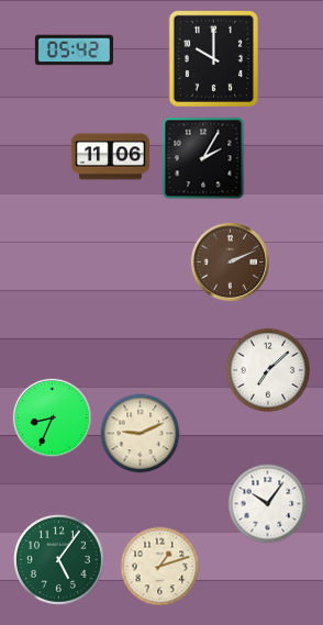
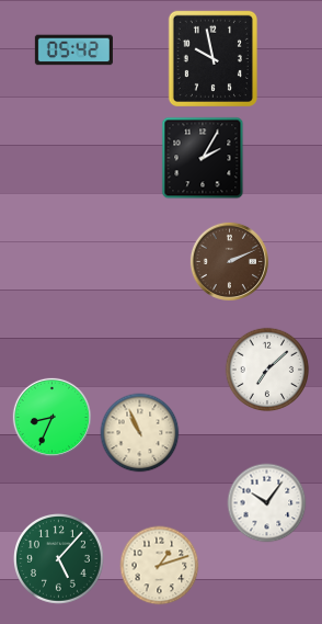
clock at (213, 58): 10:00 -> 9:58
clock at (110, 157): 11:06 -> none
clock at (141, 434): 9:11 -> 10:56
clock at (59, 560): 5:06 -> 5:07
